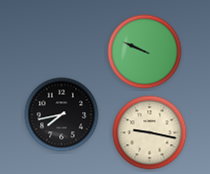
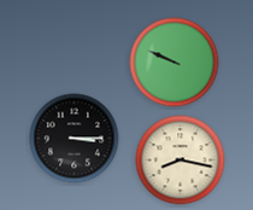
clock at (62, 115): 7:43 -> 3:15
clock at (150, 133): 9:17 -> 8:17
